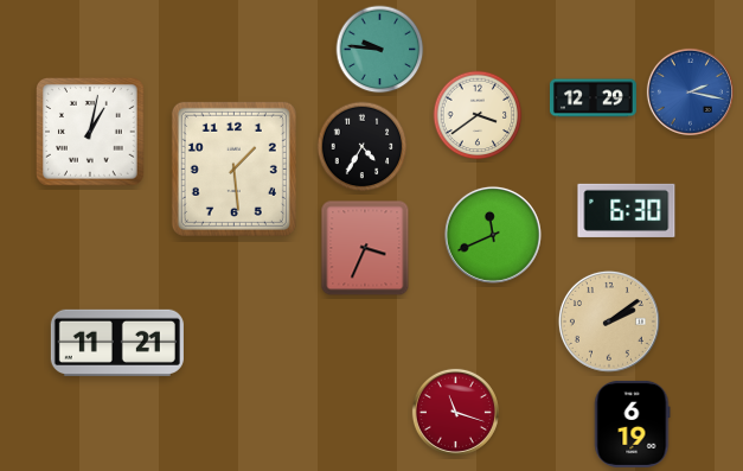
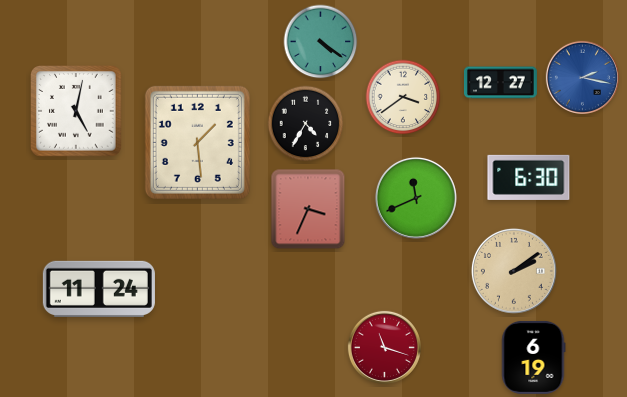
clock at (380, 50): 9:46 -> 4:21
clock at (593, 98): 12:29 -> 12:27
clock at (91, 133): 1:02 -> 5:02
clock at (117, 343): 11:21 -> 11:24
